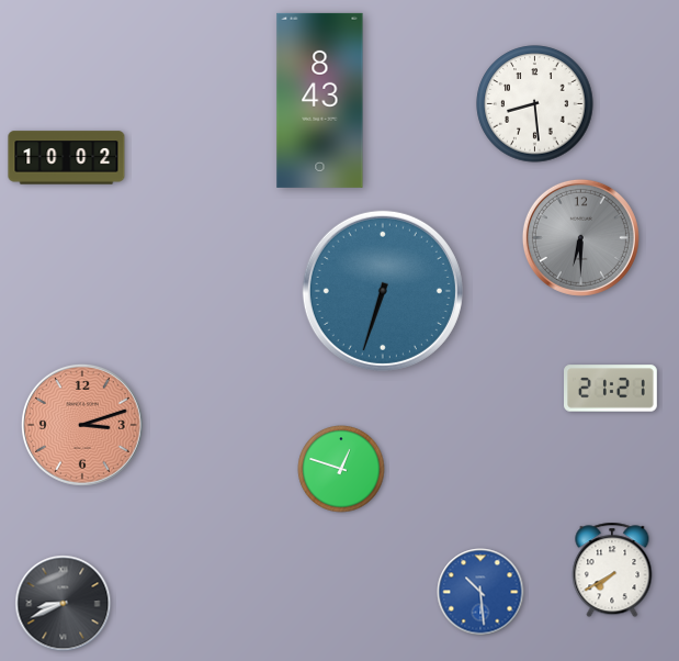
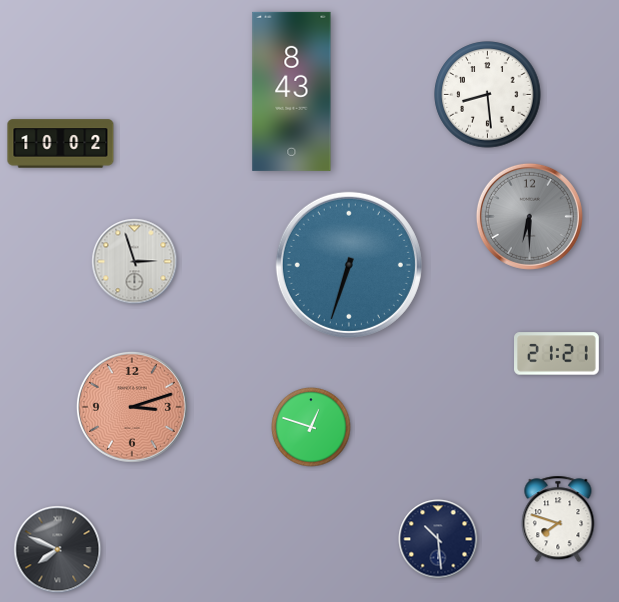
clock at (135, 262): none -> 2:57
clock at (83, 426) position: (83, 426) -> (133, 408)
clock at (612, 570): 7:40 -> 7:48
clock at (480, 592) dial: blue -> navy
clock at (64, 604): 8:41 -> 7:49
